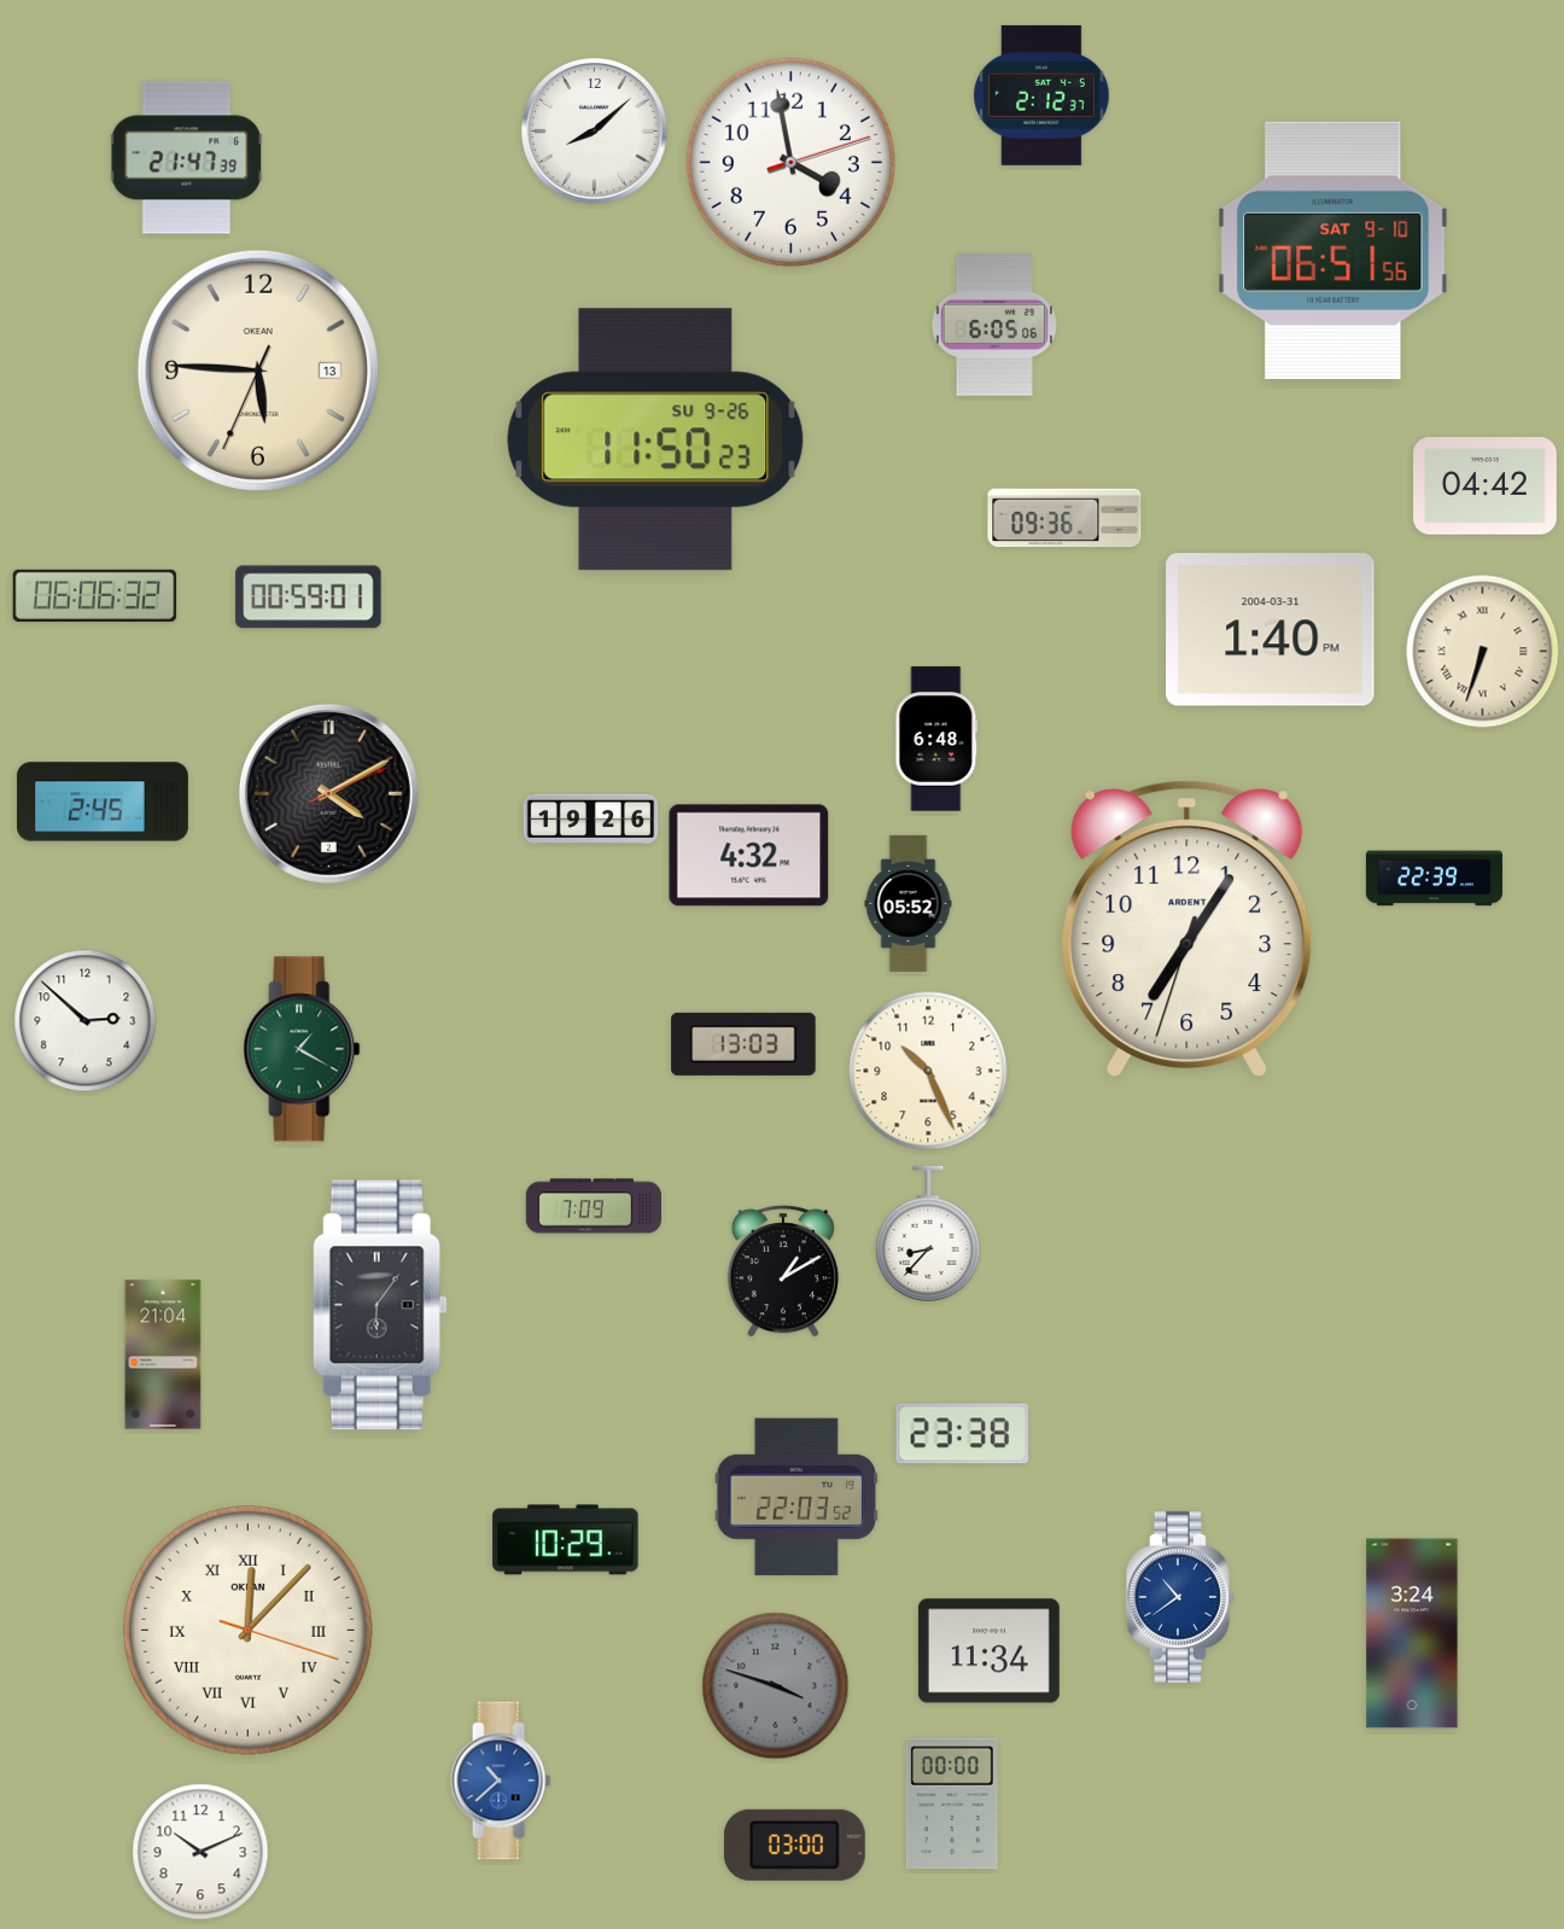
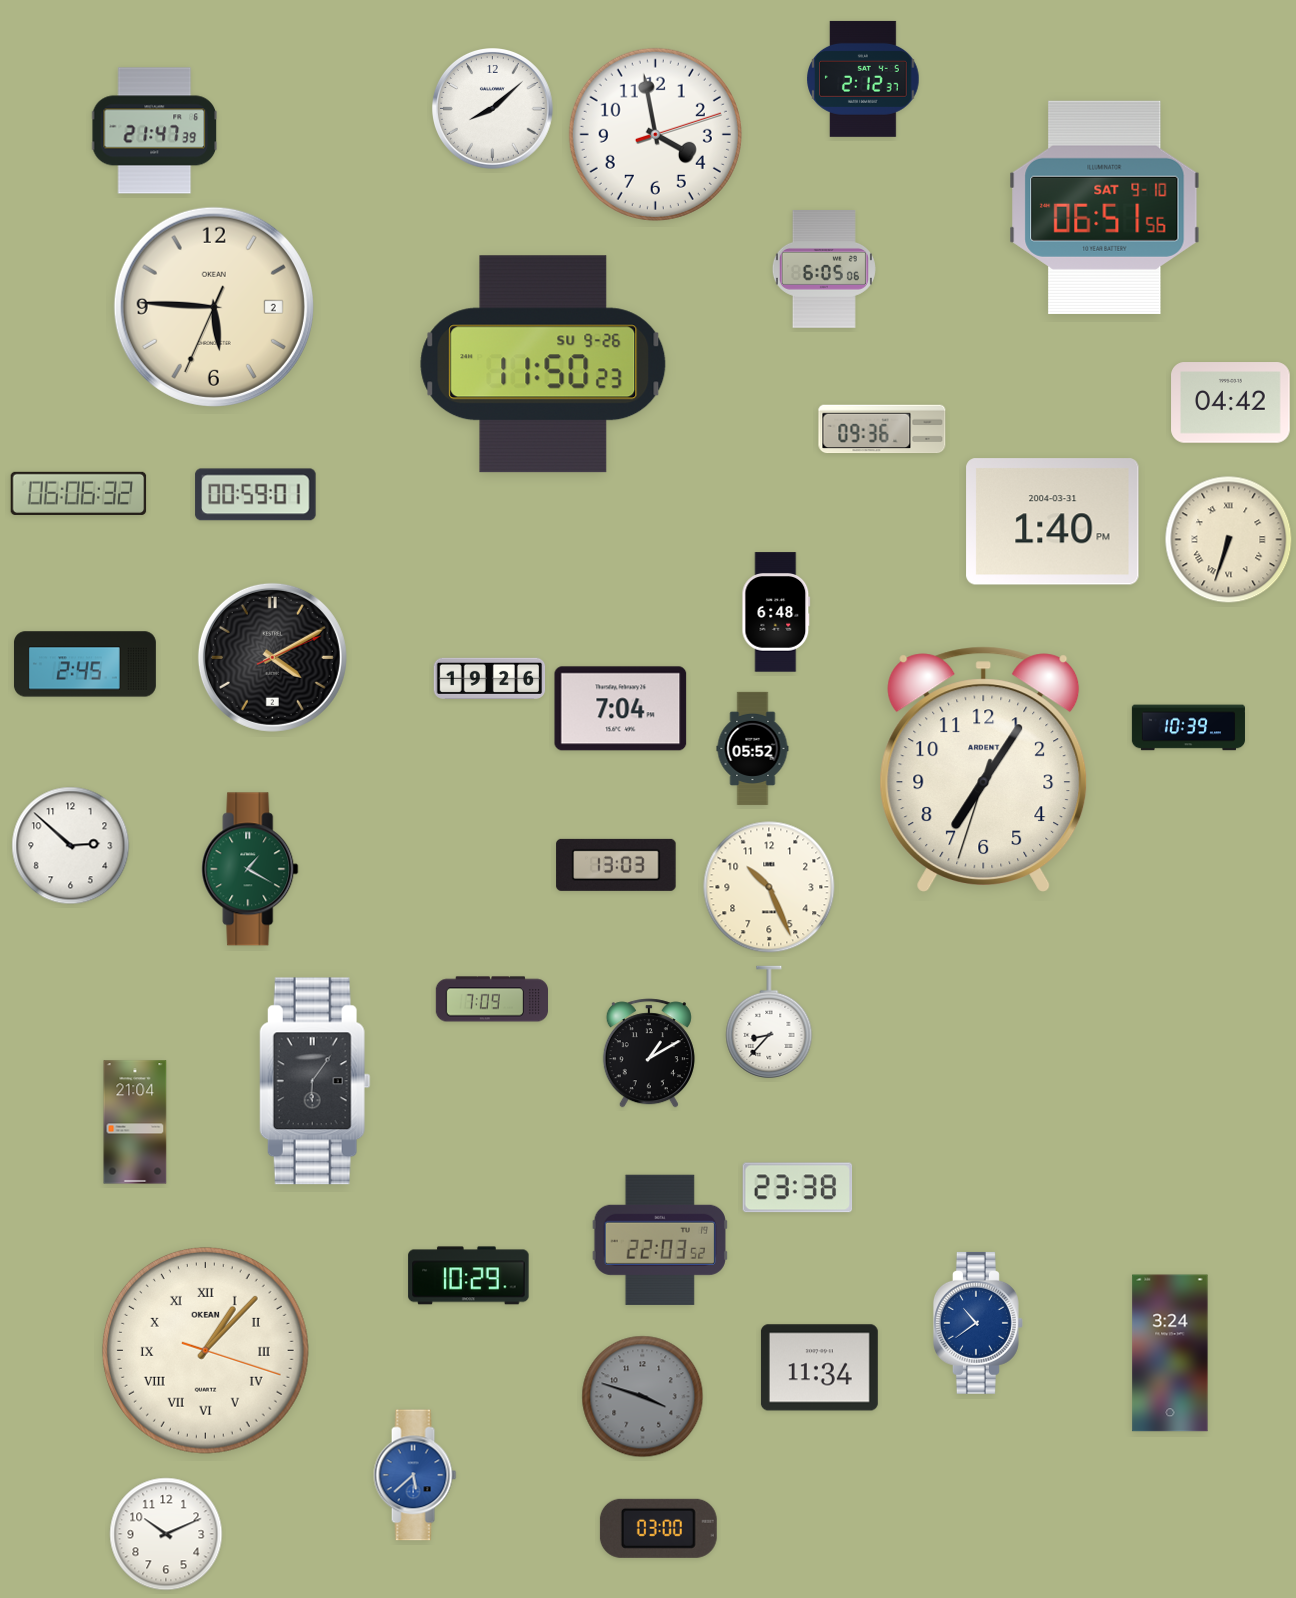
clock at (258, 371) date: 13 -> 2
clock at (749, 856): 4:32 -> 7:04
clock at (1434, 879): 22:39 -> 10:39
clock at (247, 1630): 12:07 -> 1:07
clock at (501, 1781): 10:38 -> 5:38
clock at (952, 1803): 00:00 -> none
